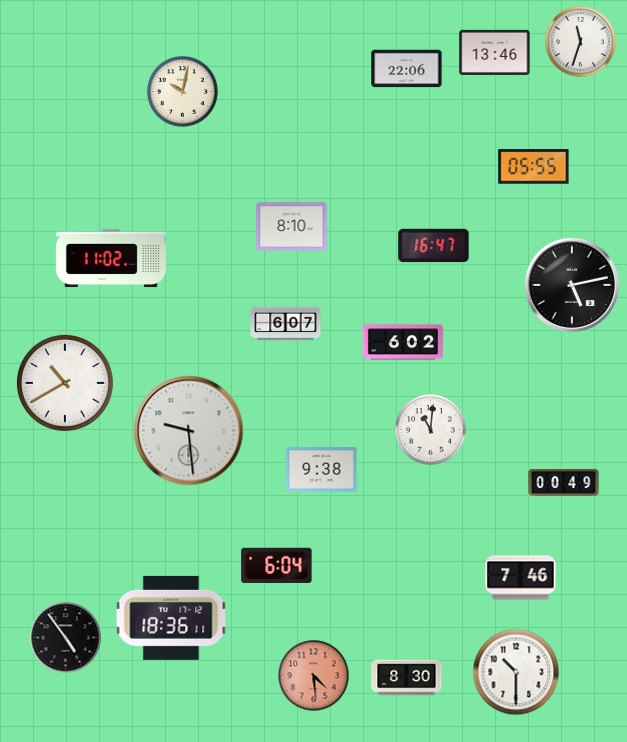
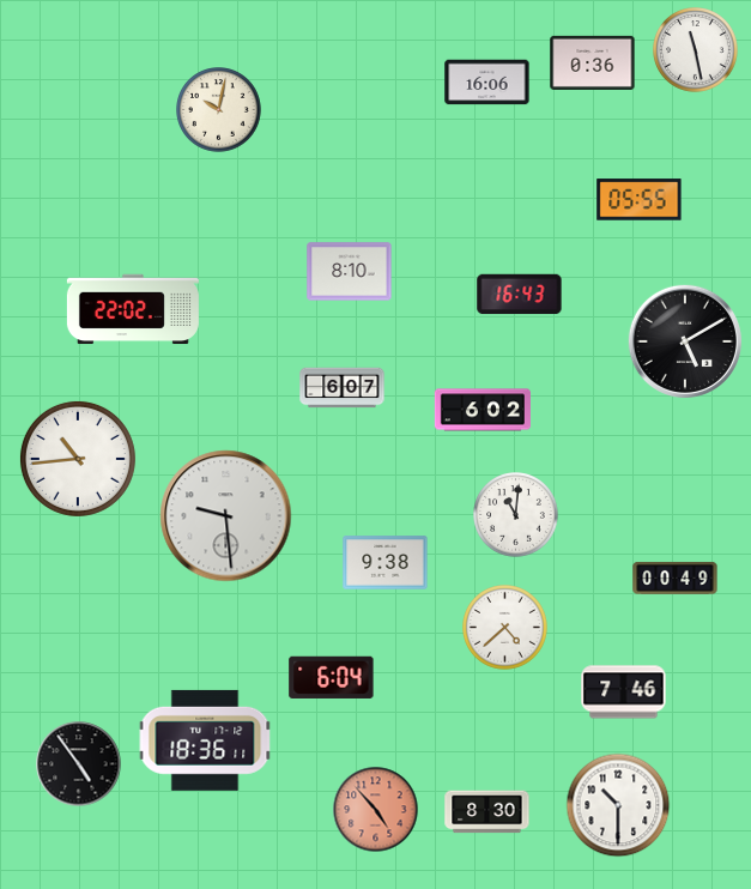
clock at (581, 42): 11:33 -> 11:28
clock at (495, 52): 13:46 -> 0:36
clock at (407, 69): 22:06 -> 16:06
clock at (434, 246): 16:47 -> 16:43
clock at (111, 258): 11:02 -> 22:02
clock at (572, 285): 5:13 -> 5:10
clock at (65, 383): 10:40 -> 10:44
clock at (505, 628): none -> 4:38
clock at (314, 676): 4:29 -> 4:53
